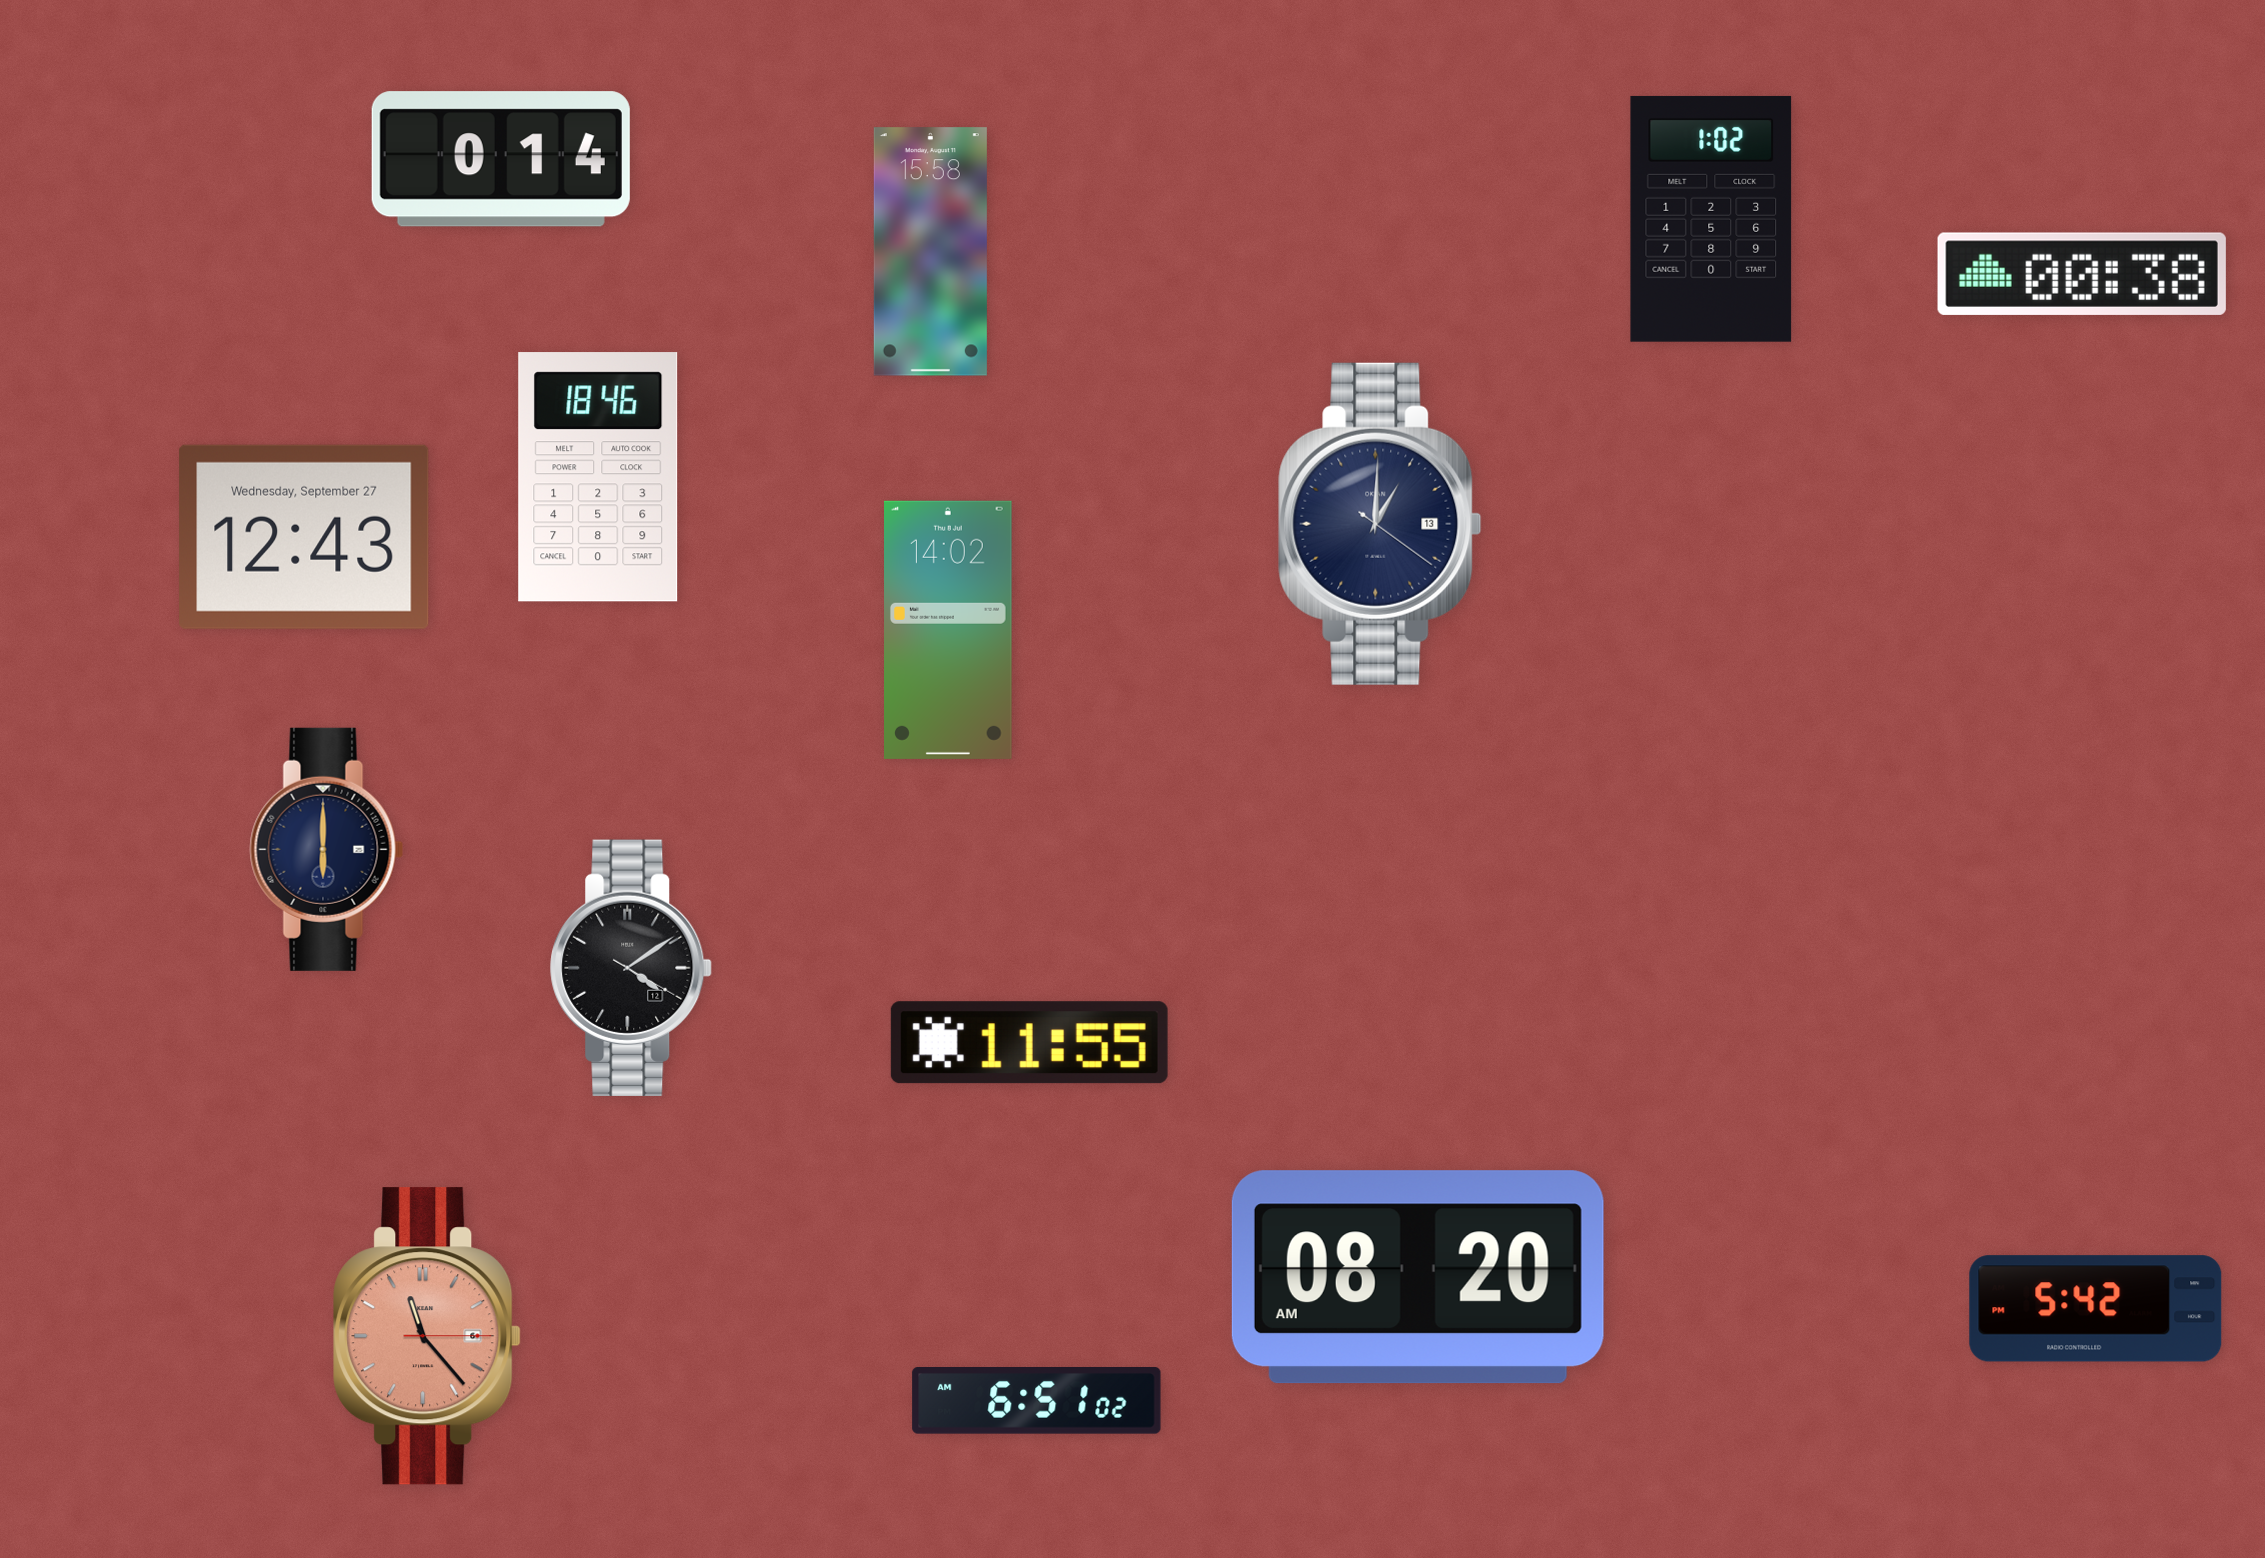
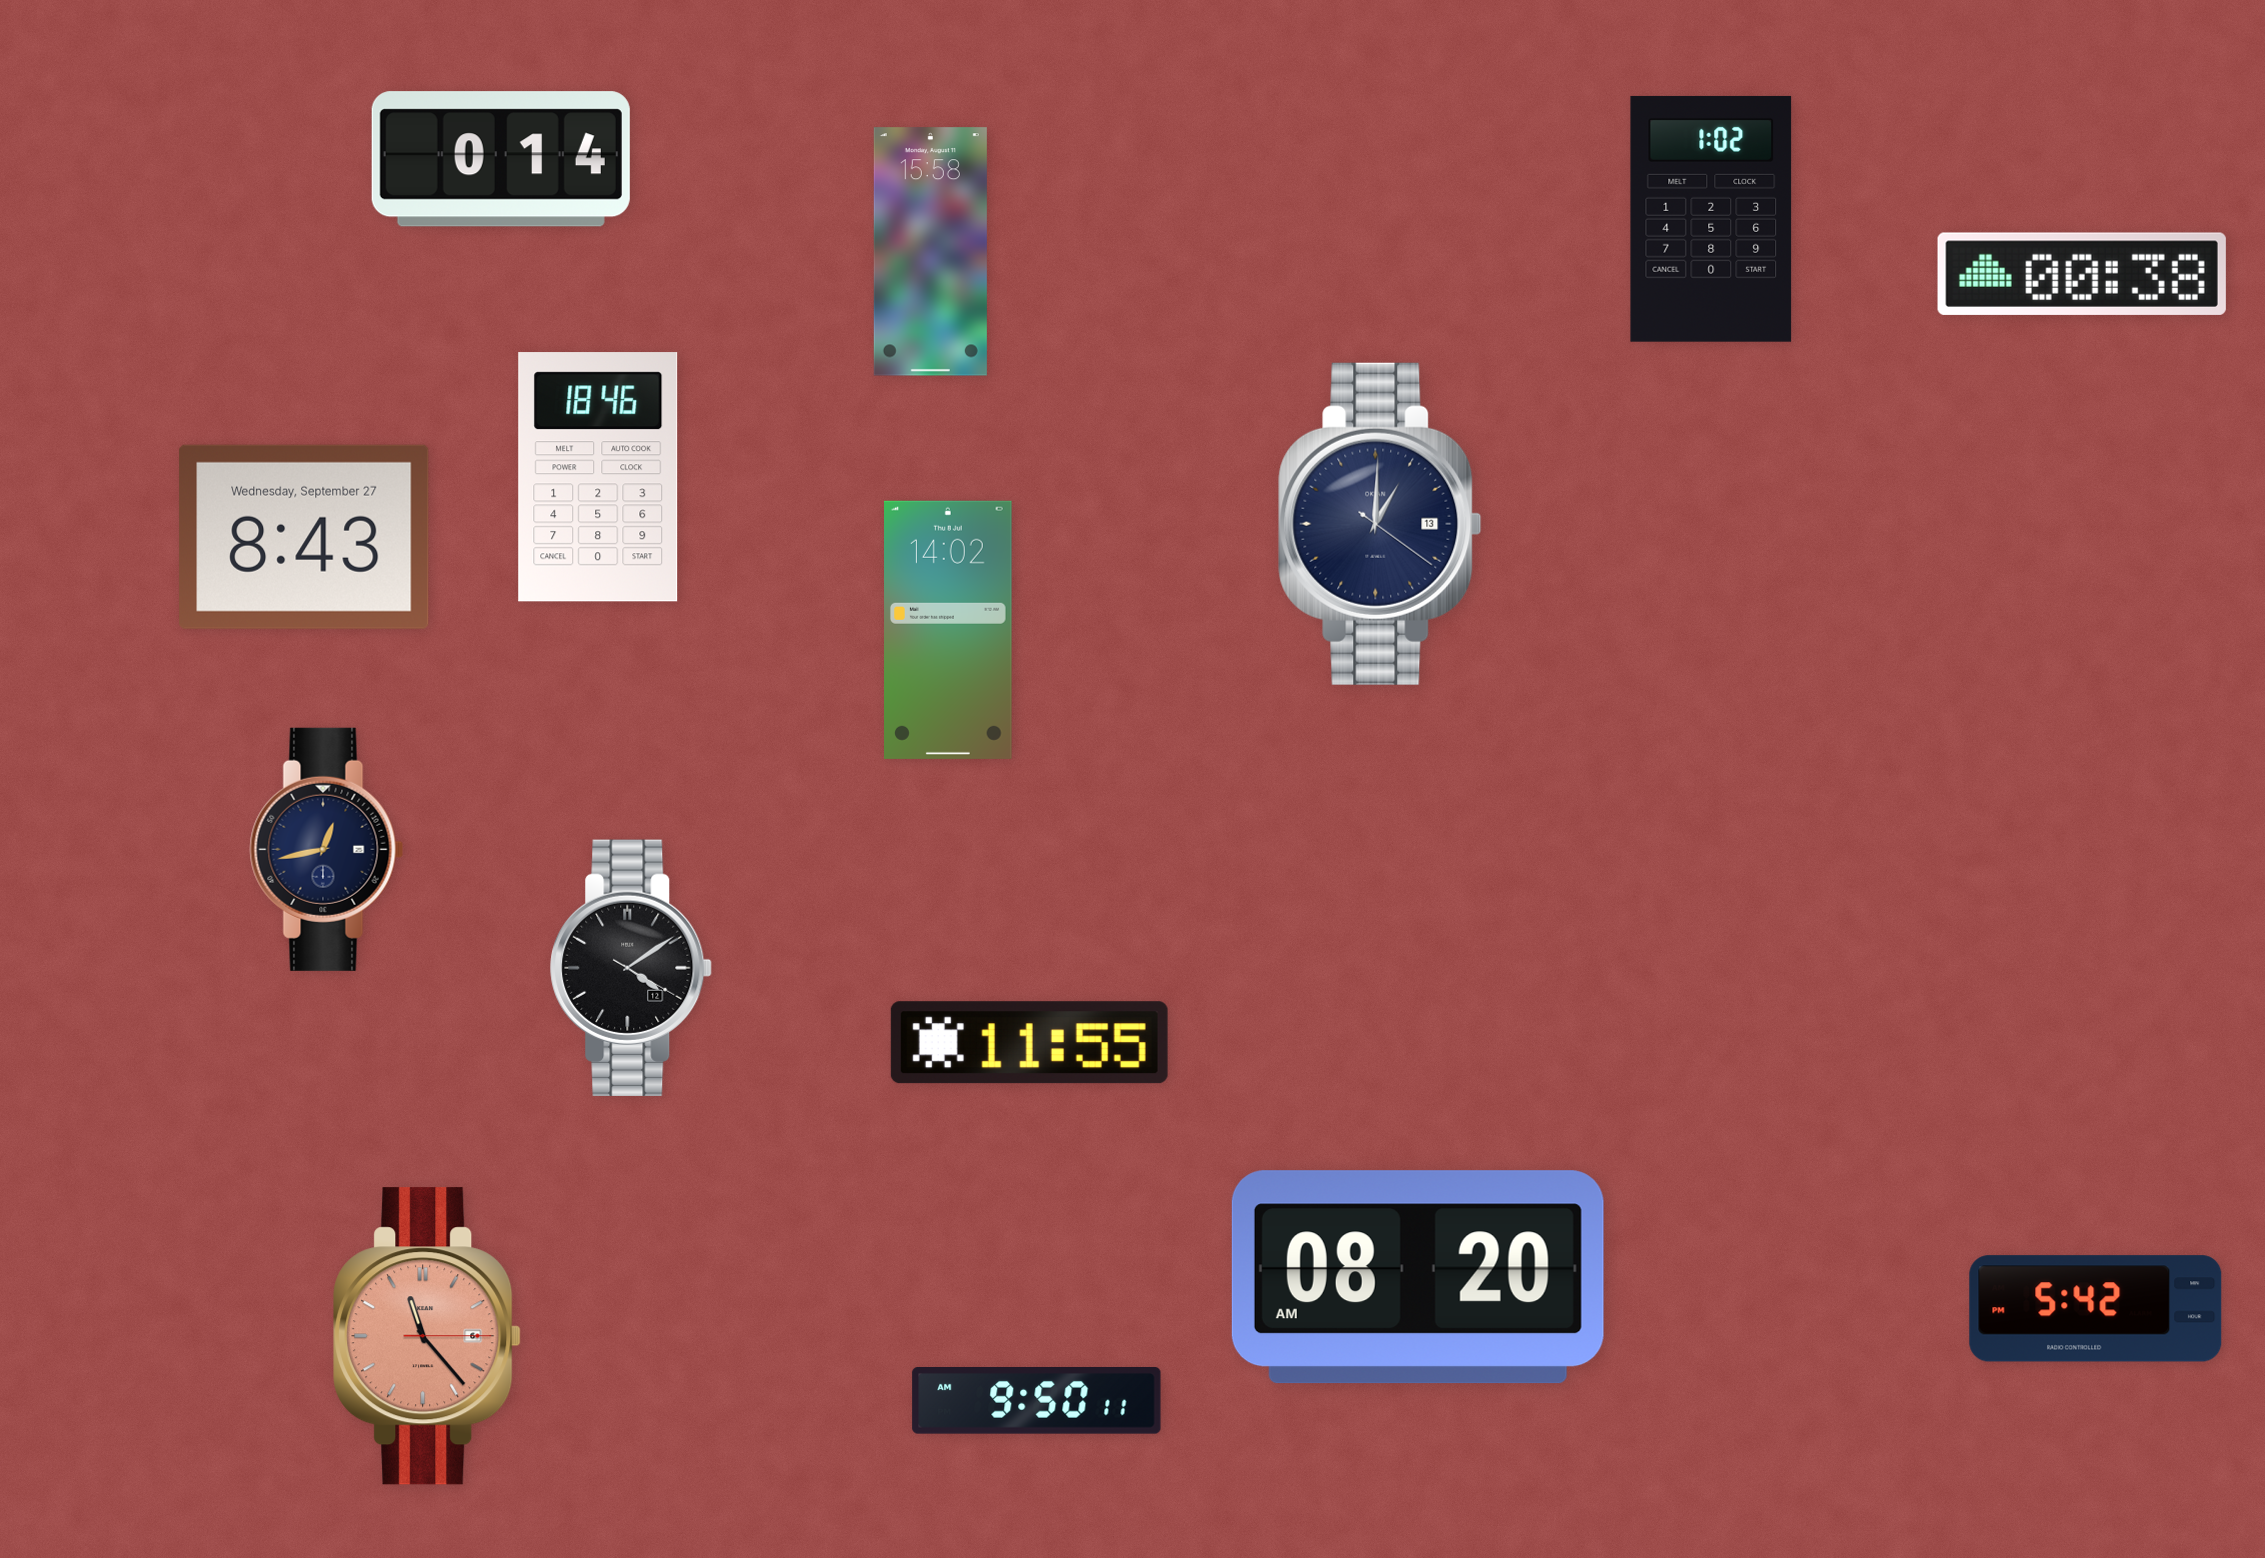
clock at (304, 537): 12:43 -> 8:43
clock at (327, 849): 6:00 -> 12:43
clock at (1037, 1401): 6:51 -> 9:50
